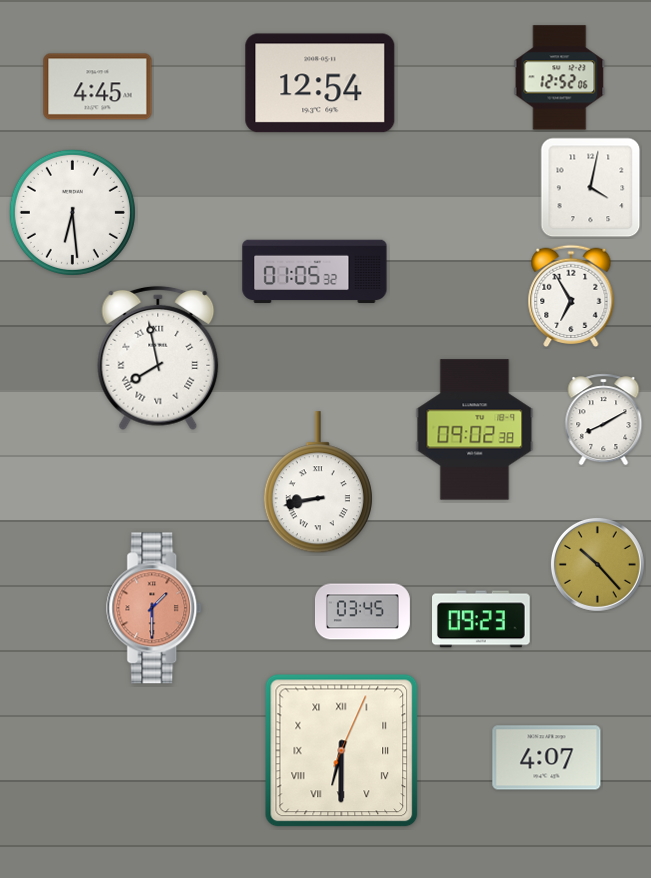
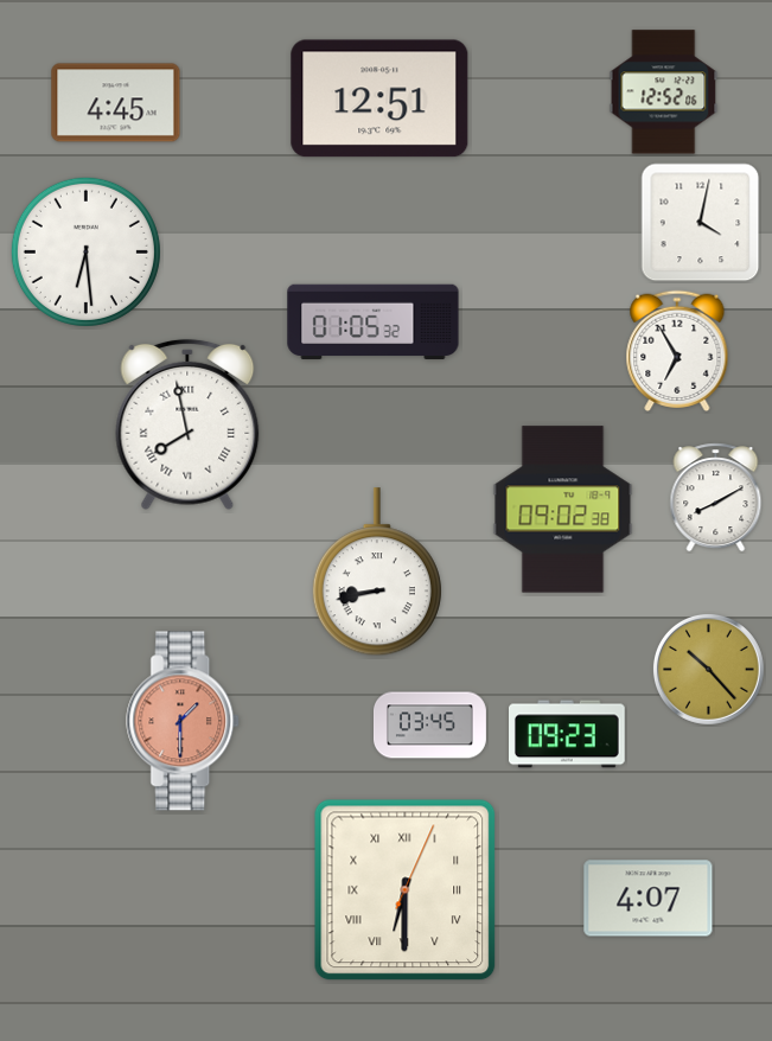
clock at (320, 83): 12:54 -> 12:51
clock at (482, 619) position: (482, 619) -> (568, 734)
